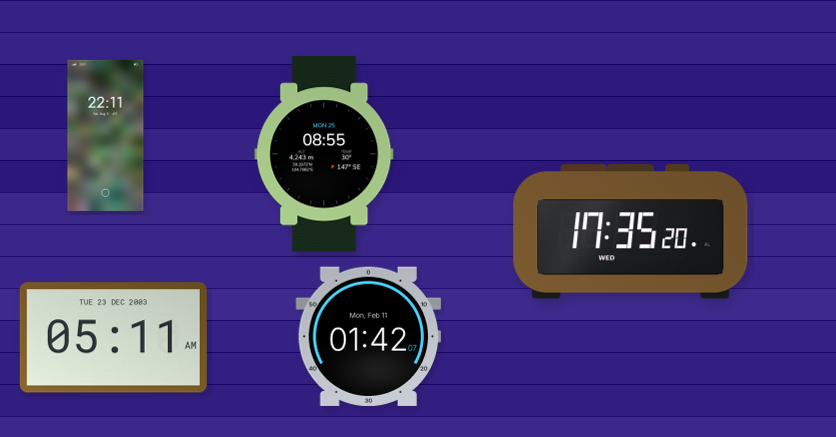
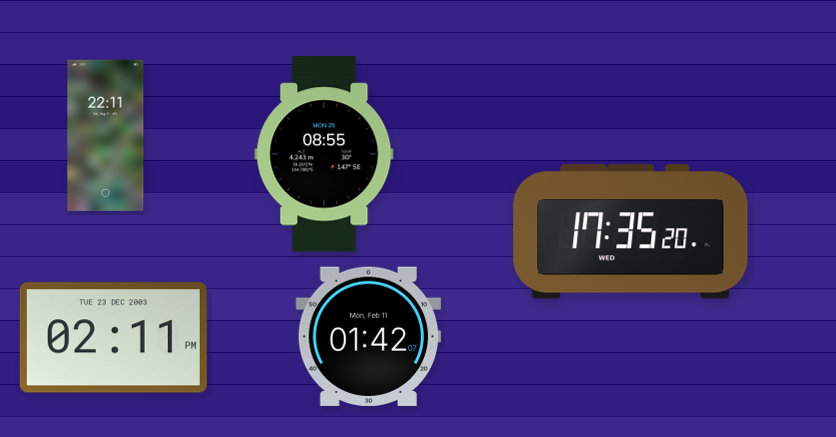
clock at (113, 338): 05:11 -> 02:11
